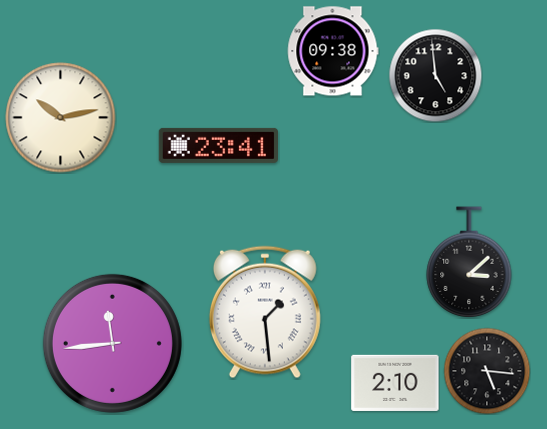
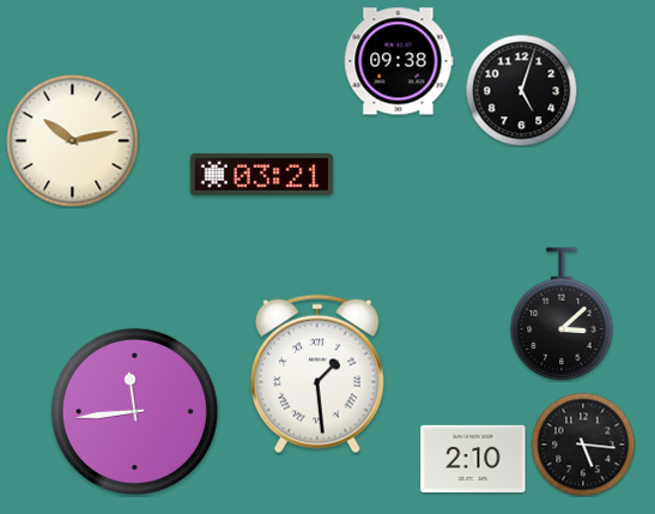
clock at (435, 75): 4:59 -> 5:03
clock at (218, 145): 23:41 -> 03:21
